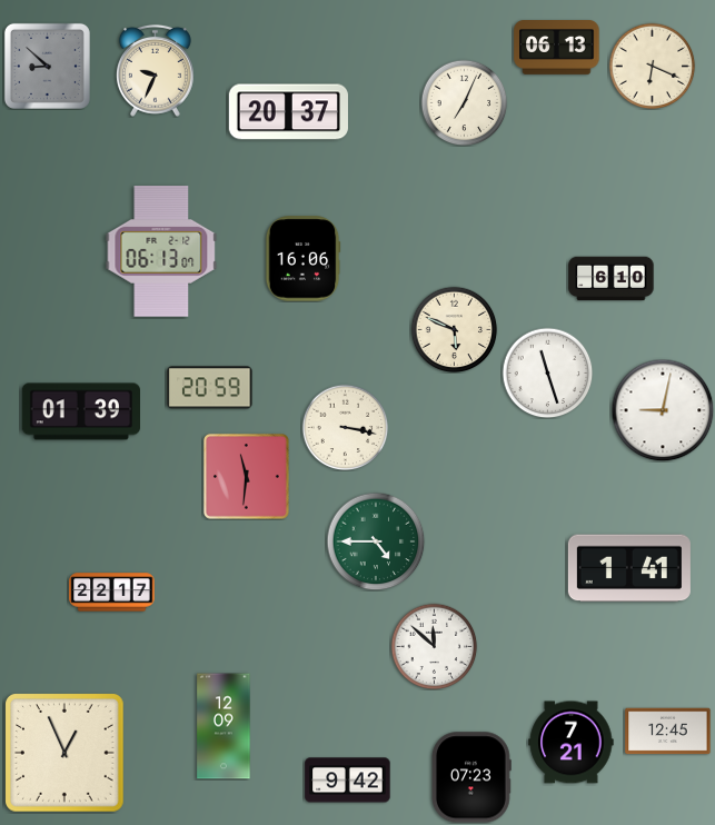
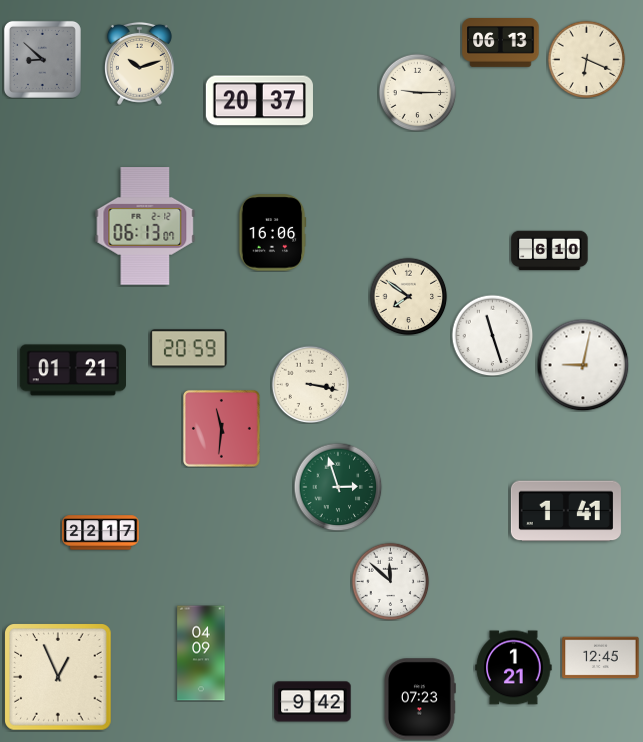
clock at (155, 70): 9:34 -> 10:12
clock at (464, 102): 7:04 -> 9:15
clock at (454, 329): 5:49 -> 7:51
clock at (663, 410) position: (663, 410) -> (583, 365)
clock at (80, 411): 01:39 -> 01:21
clock at (376, 541): 4:45 -> 2:57
clock at (224, 726): 12:09 -> 04:09
clock at (572, 743): 7:21 -> 1:21
clock at (471, 777) position: (471, 777) -> (420, 699)
